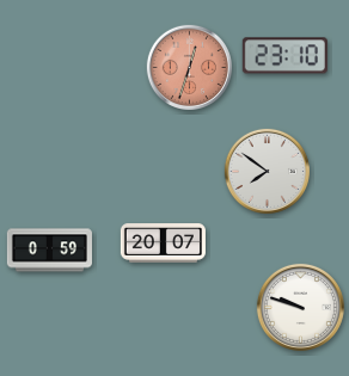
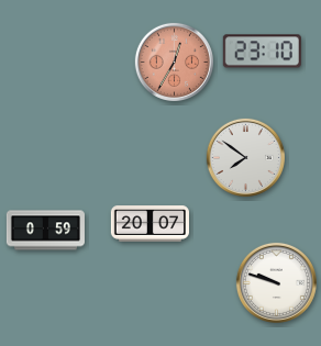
clock at (189, 67): 12:33 -> 12:35
